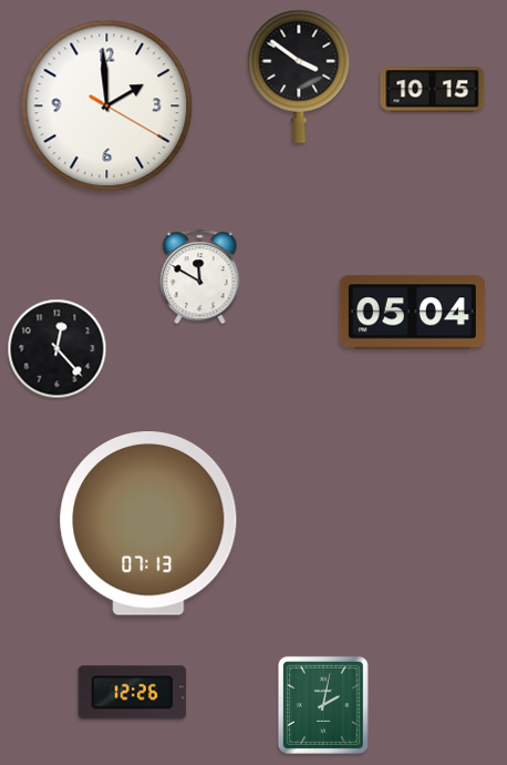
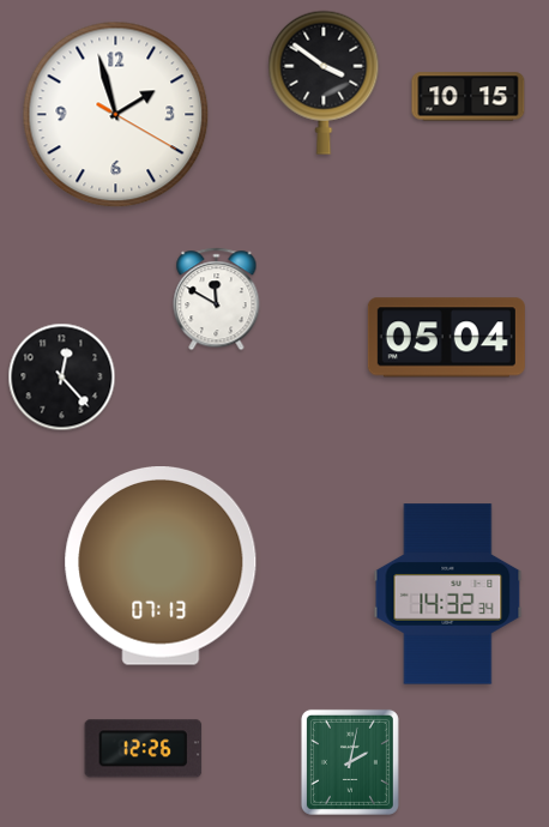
clock at (107, 106): 1:59 -> 1:57
clock at (448, 594): none -> 14:32
